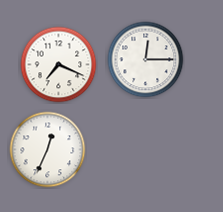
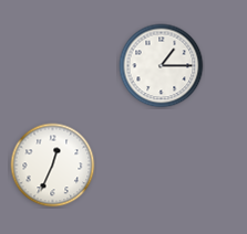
clock at (146, 60): 12:15 -> 1:15
clock at (59, 65): 7:19 -> none
